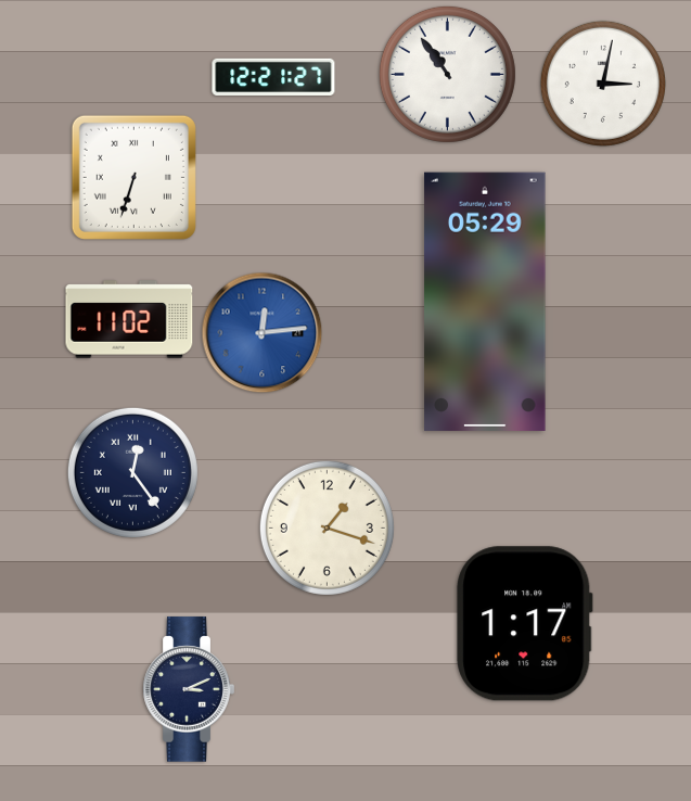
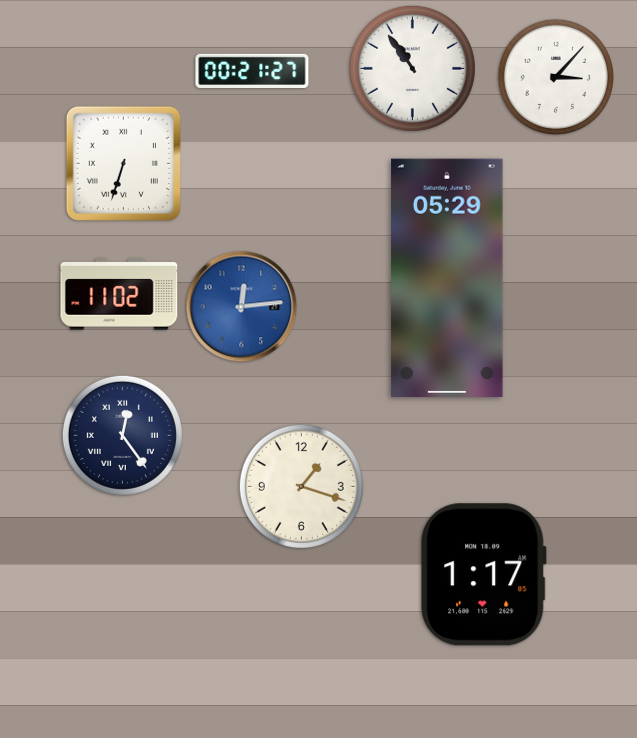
clock at (273, 76): 12:21 -> 00:21
clock at (603, 84): 3:02 -> 3:07
clock at (189, 689): 3:11 -> none
